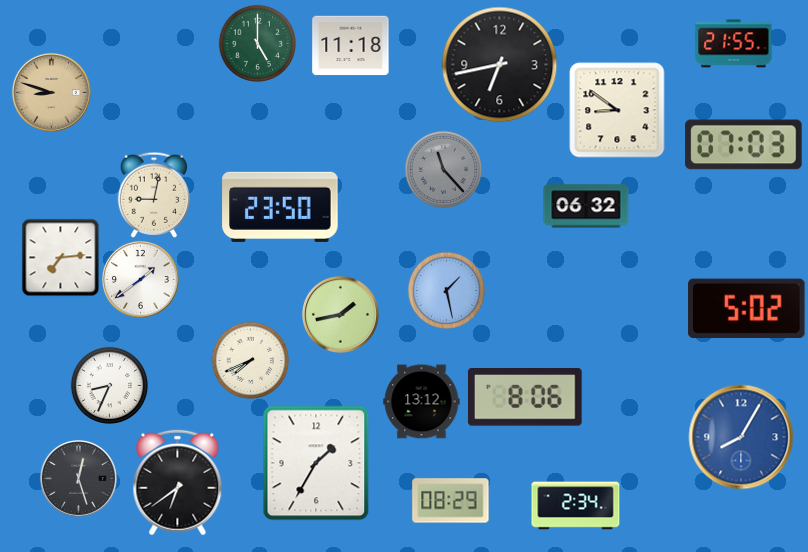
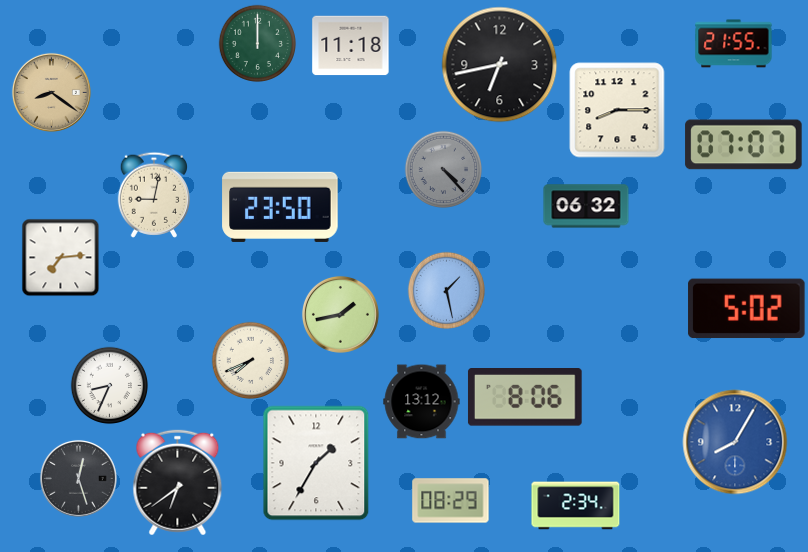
clock at (257, 43): 5:00 -> 12:00
clock at (51, 92): 8:48 -> 8:21
clock at (617, 110): 8:51 -> 8:15
clock at (744, 145): 07:03 -> 07:07
clock at (443, 169): 11:23 -> 4:23
clock at (140, 279): 1:39 -> none
clock at (741, 437) position: (741, 437) -> (735, 442)
